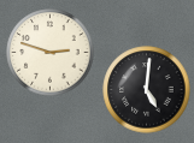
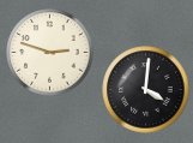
clock at (147, 90): 5:01 -> 4:01
